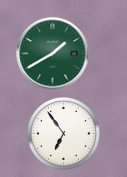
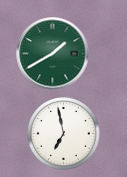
clock at (64, 134): 6:54 -> 6:58
